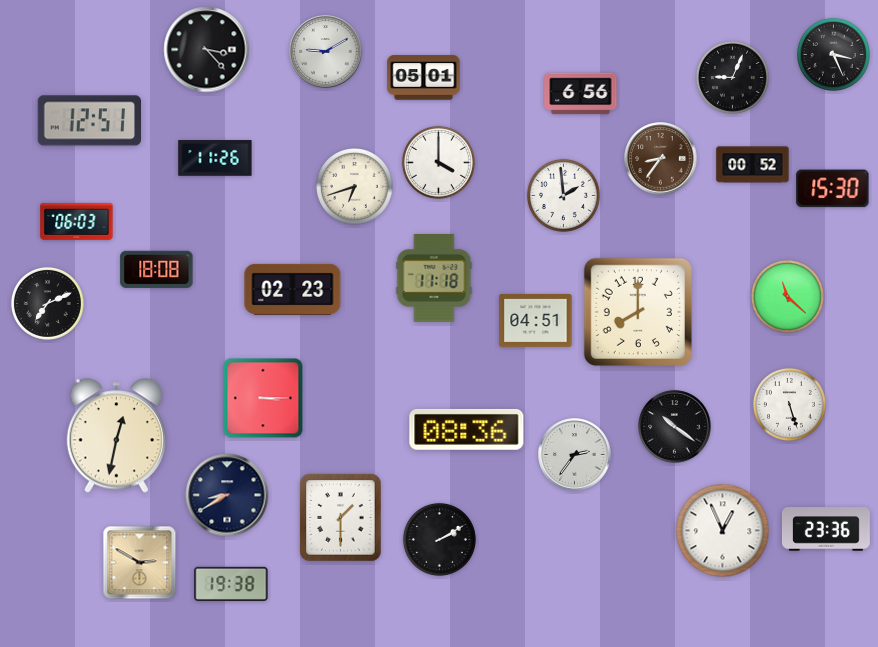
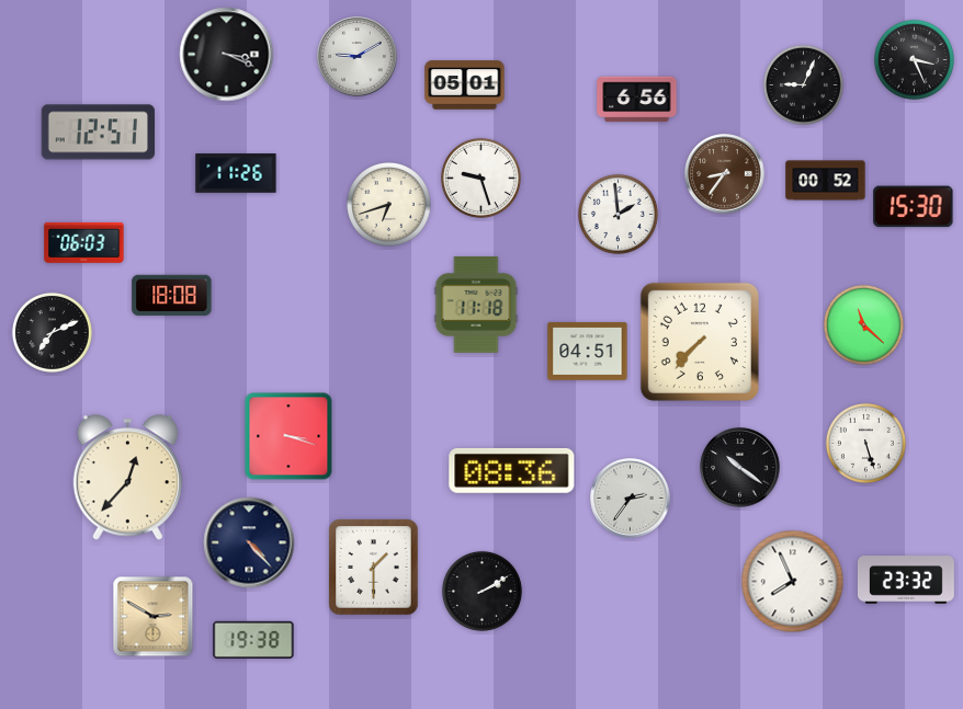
clock at (207, 50): 3:23 -> 3:19
clock at (581, 94) position: (581, 94) -> (637, 100)
clock at (438, 162): 4:00 -> 9:27
clock at (293, 289): 02:23 -> none
clock at (638, 312): 8:00 -> 7:37
clock at (263, 398): 3:15 -> 3:18
clock at (116, 436): 12:32 -> 12:37
clock at (227, 495): 8:40 -> 4:23
clock at (826, 529): 23:36 -> 23:32
clock at (723, 531): 12:56 -> 7:56
